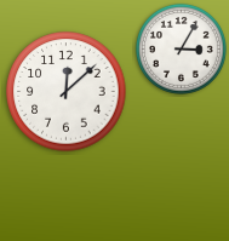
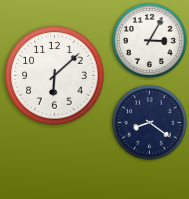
clock at (67, 92): 12:08 -> 6:08
clock at (149, 123): none -> 8:21
